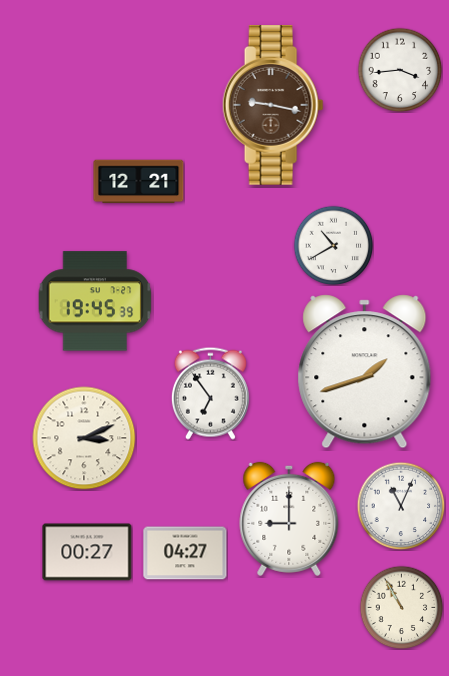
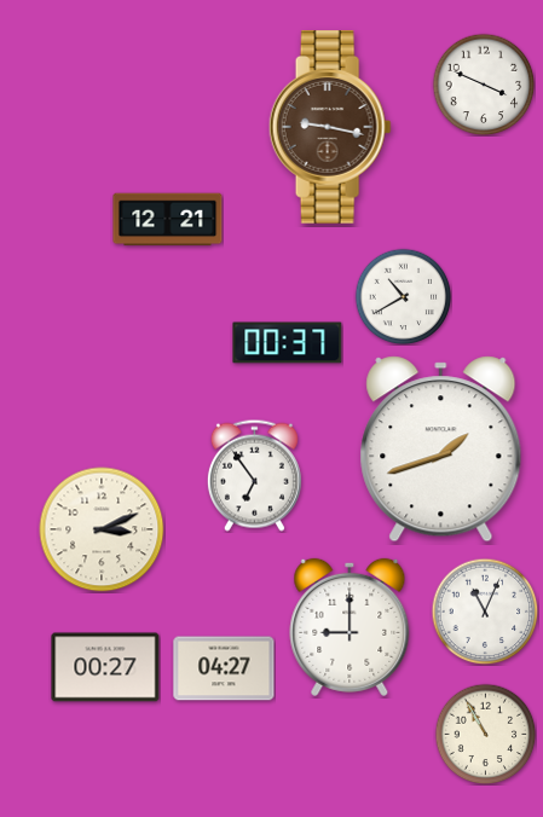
clock at (400, 70): 3:44 -> 3:49
clock at (288, 343): none -> 00:37
clock at (95, 301): 19:45 -> none
